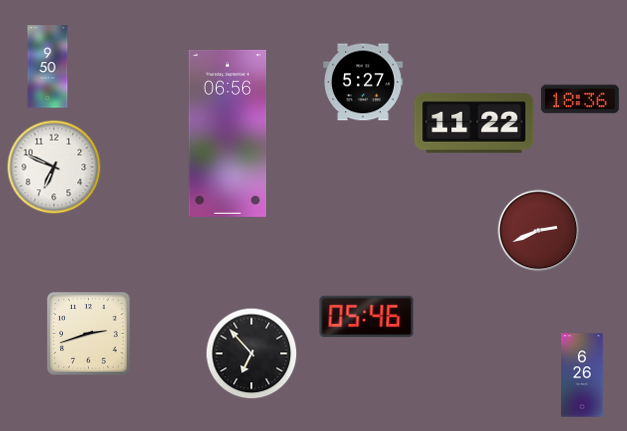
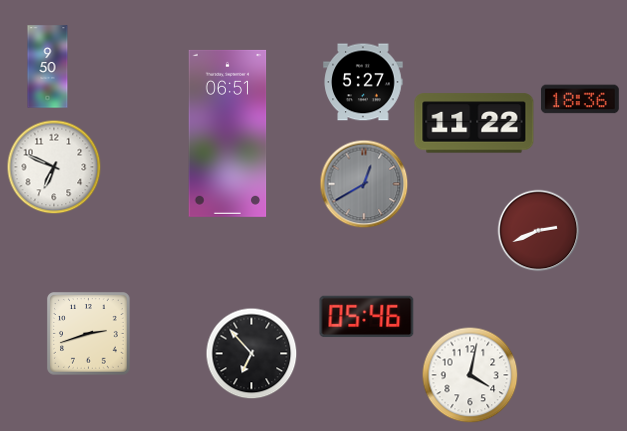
clock at (228, 133): 06:56 -> 06:51
clock at (364, 184): none -> 12:40
clock at (470, 375): none -> 4:02
clock at (582, 375): 6:26 -> none
